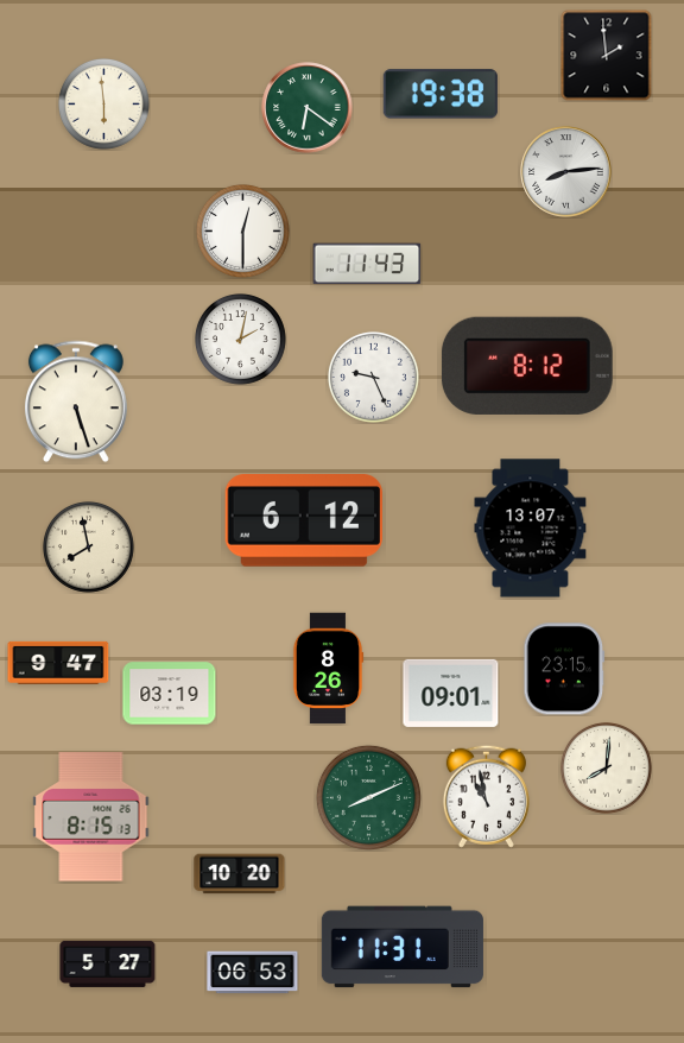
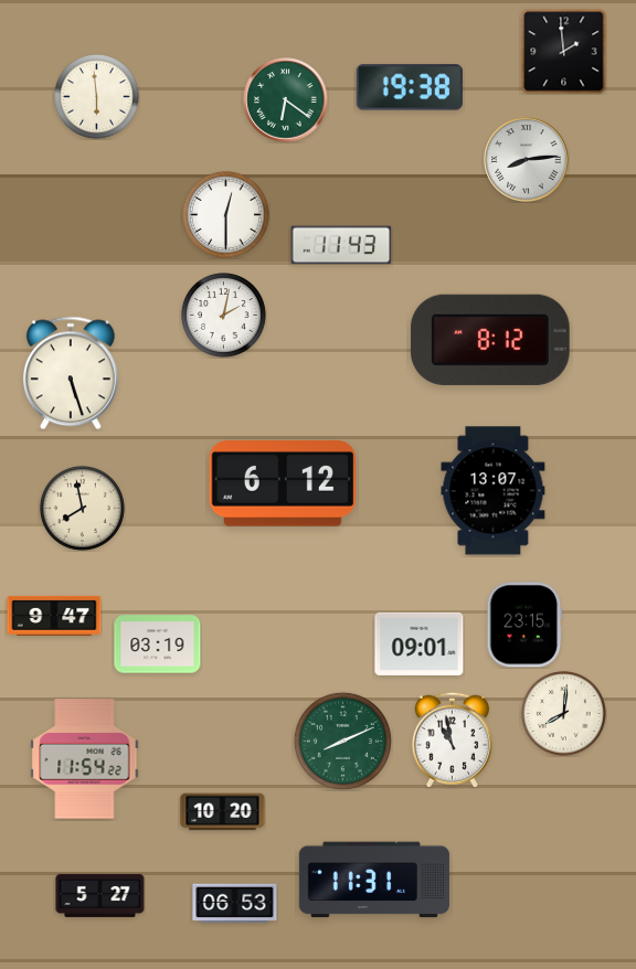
clock at (373, 377): 9:26 -> none
clock at (328, 669): 8:26 -> none
clock at (564, 669) position: (564, 669) -> (524, 625)
clock at (91, 817): 8:15 -> 11:54
